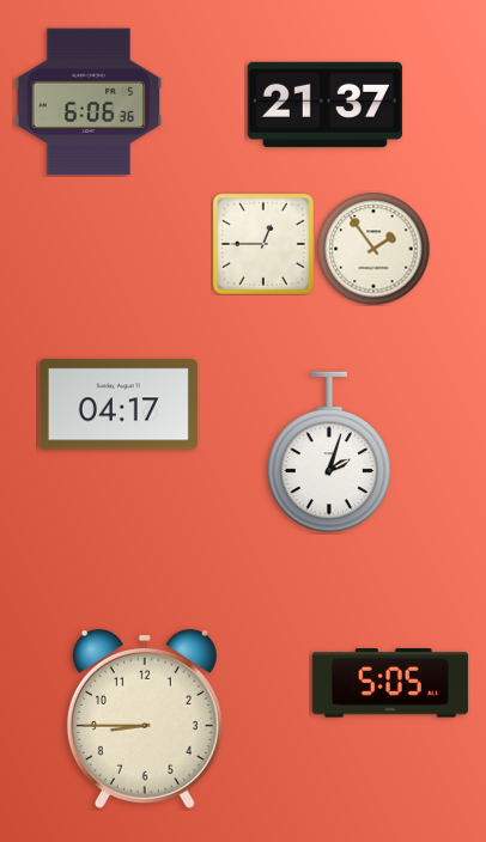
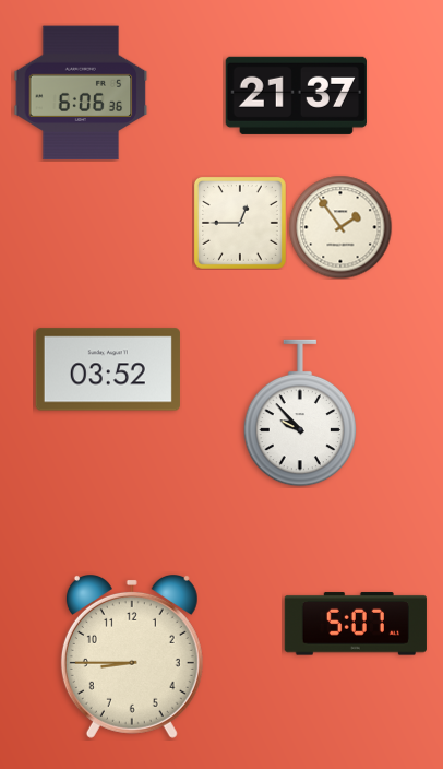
clock at (119, 404): 04:17 -> 03:52
clock at (328, 452): 2:03 -> 9:53
clock at (390, 683): 5:05 -> 5:07
